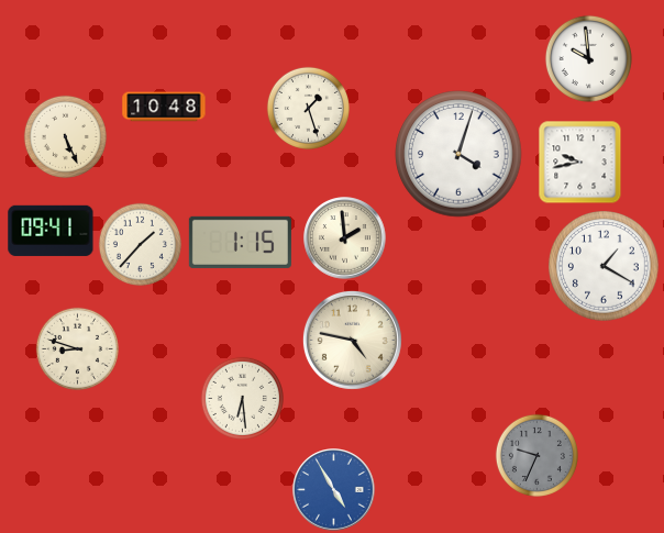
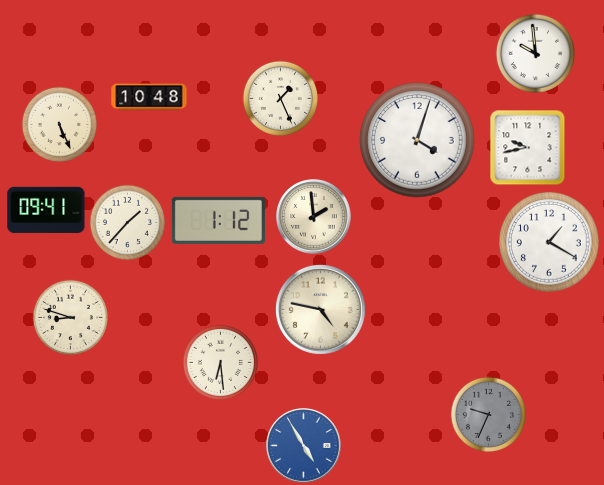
clock at (308, 108): 1:27 -> 1:26
clock at (240, 242): 1:15 -> 1:12
